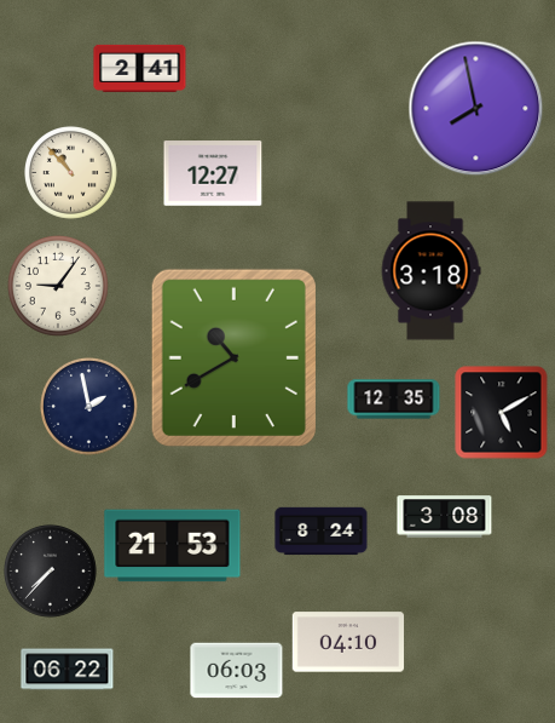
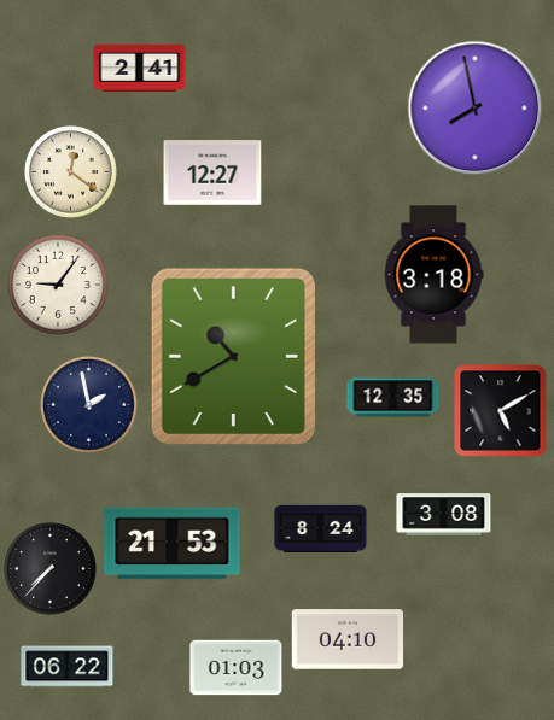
clock at (71, 173): 10:53 -> 12:21
clock at (430, 271) position: (430, 271) -> (433, 275)
clock at (237, 671): 06:03 -> 01:03
